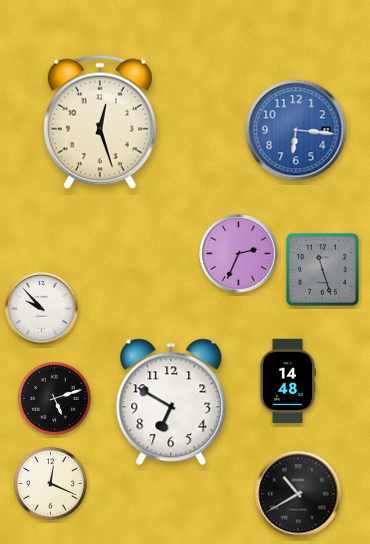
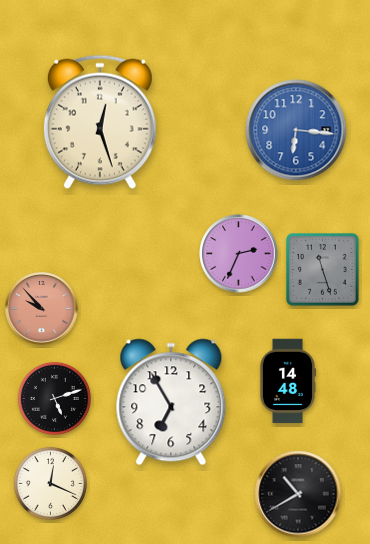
clock at (42, 309) dial: white -> salmon
clock at (171, 402): 6:50 -> 6:55
